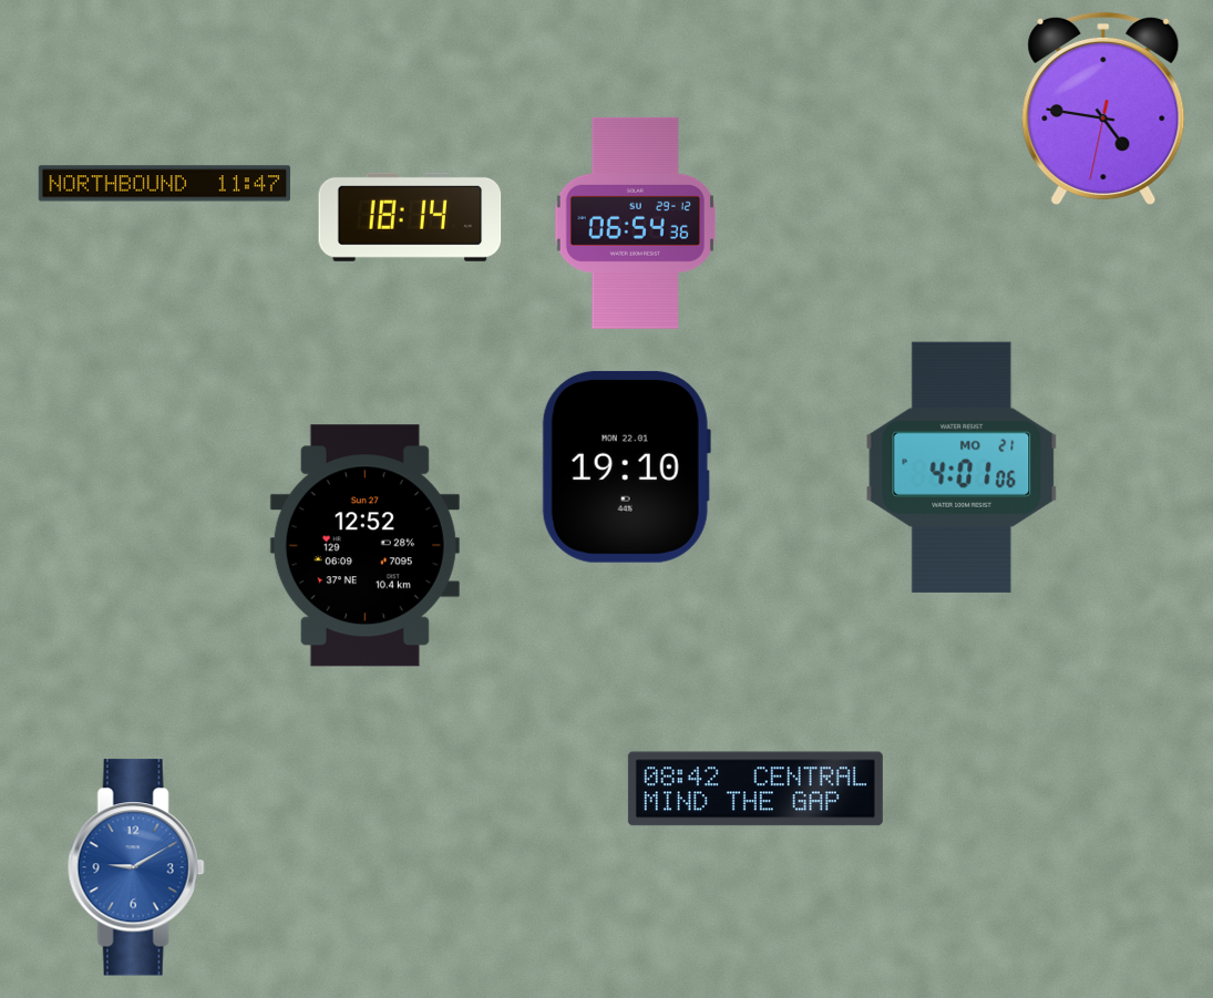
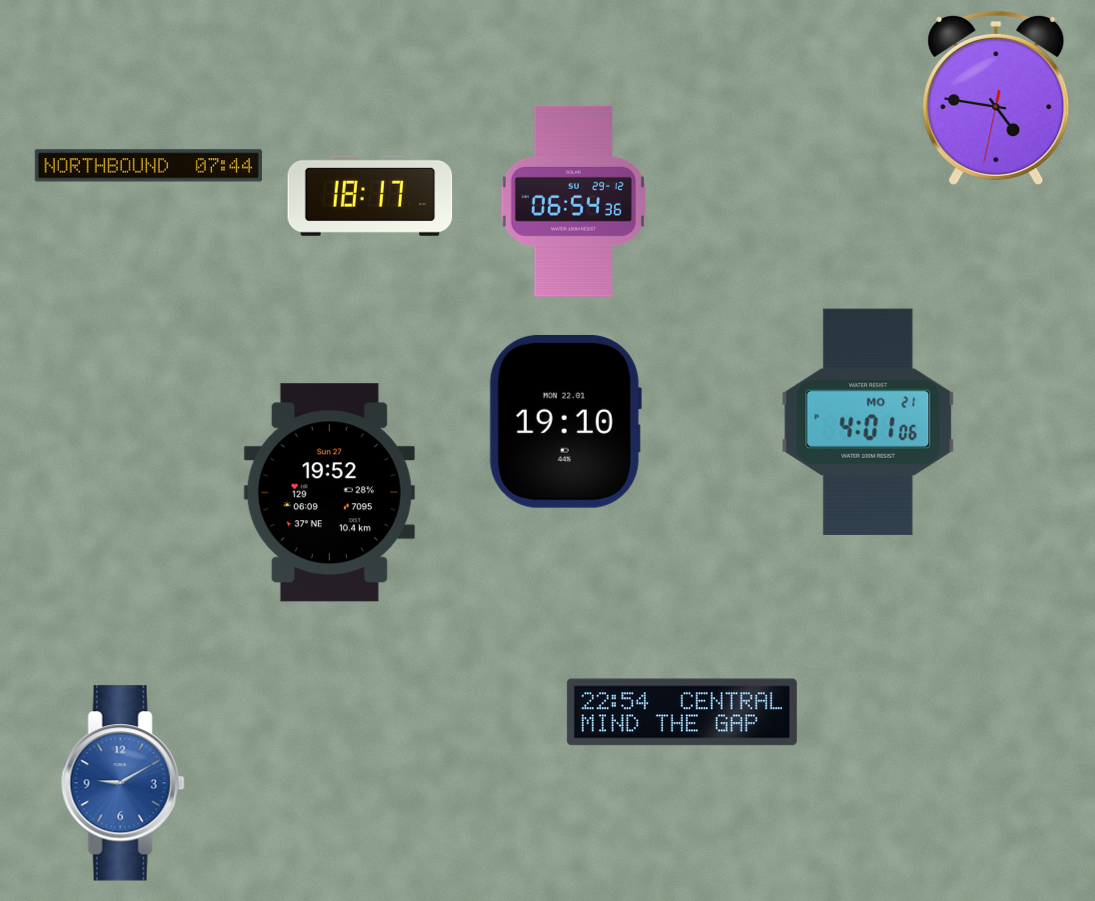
clock at (164, 184): 11:47 -> 07:44
clock at (410, 217): 18:14 -> 18:17
clock at (364, 546): 12:52 -> 19:52
clock at (755, 789): 08:42 -> 22:54
